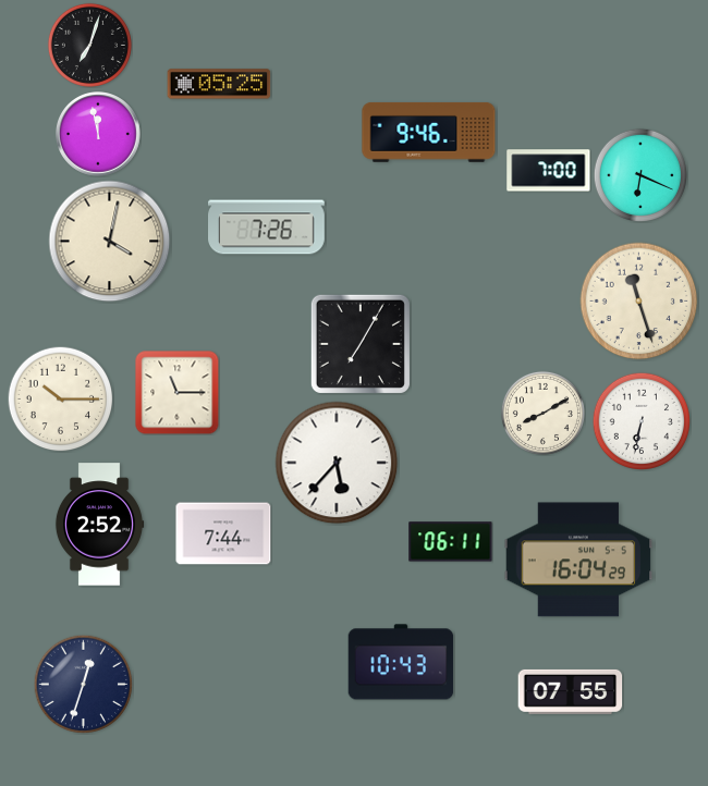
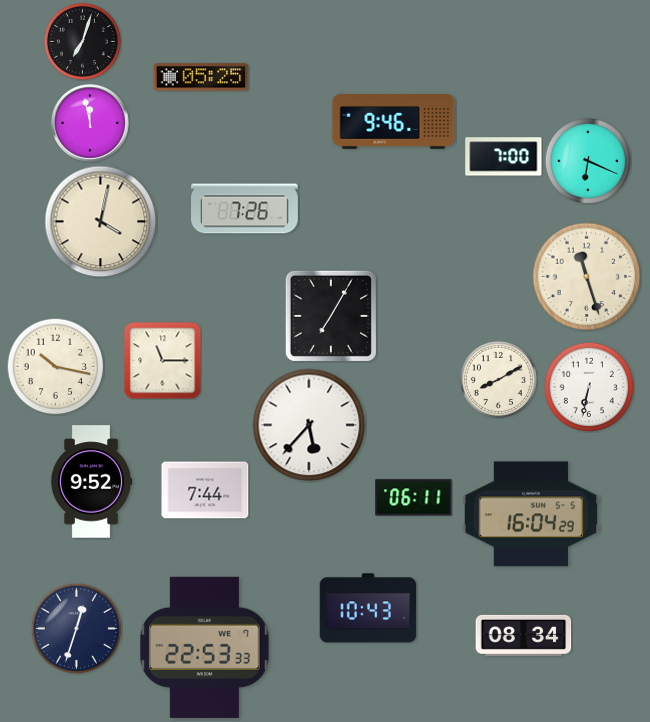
clock at (60, 398): 10:15 -> 10:17
clock at (99, 525): 2:52 -> 9:52
clock at (571, 691): 07:55 -> 08:34
clock at (204, 647): none -> 22:53
